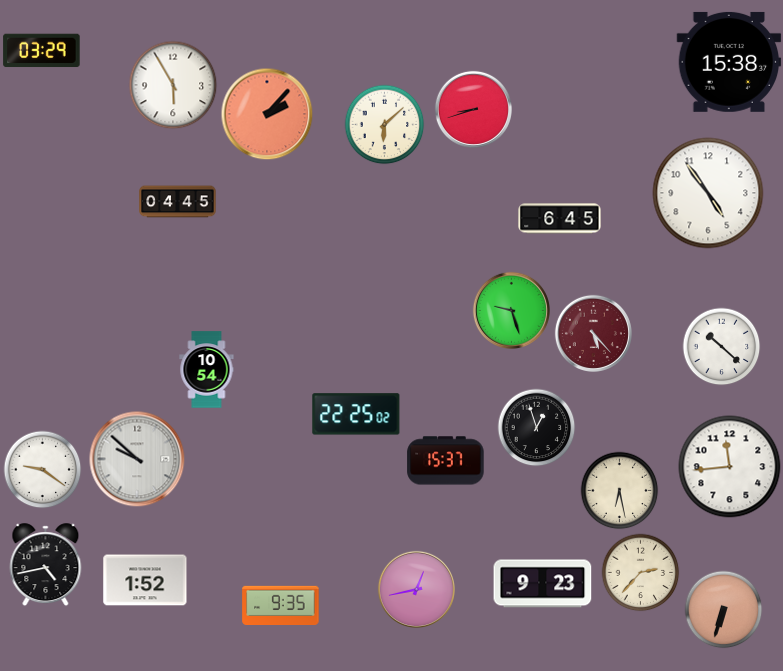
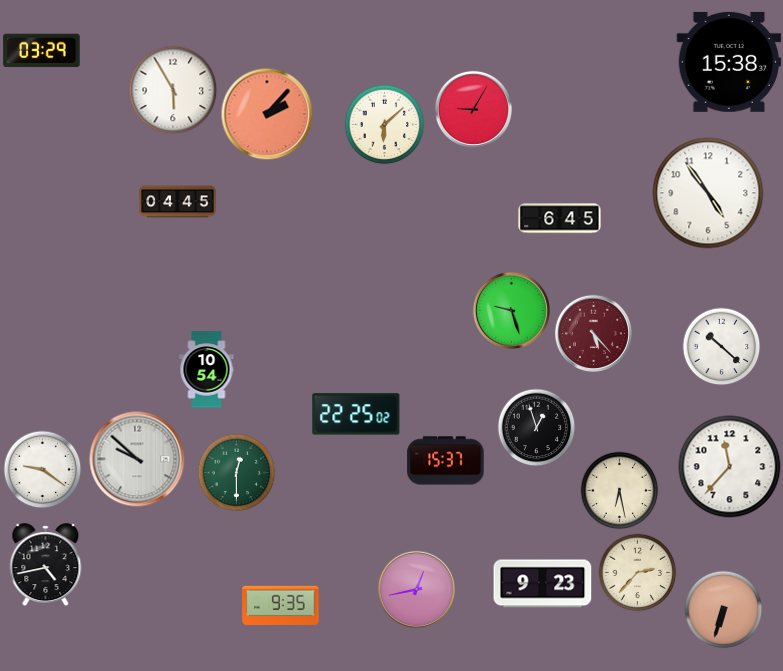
clock at (173, 85) position: (173, 85) -> (173, 90)
clock at (473, 109): 8:42 -> 9:05
clock at (730, 467): 11:44 -> 11:37
clock at (236, 472): none -> 12:30
clock at (640, 572) position: (640, 572) -> (637, 572)
clock at (145, 580): 1:52 -> none
